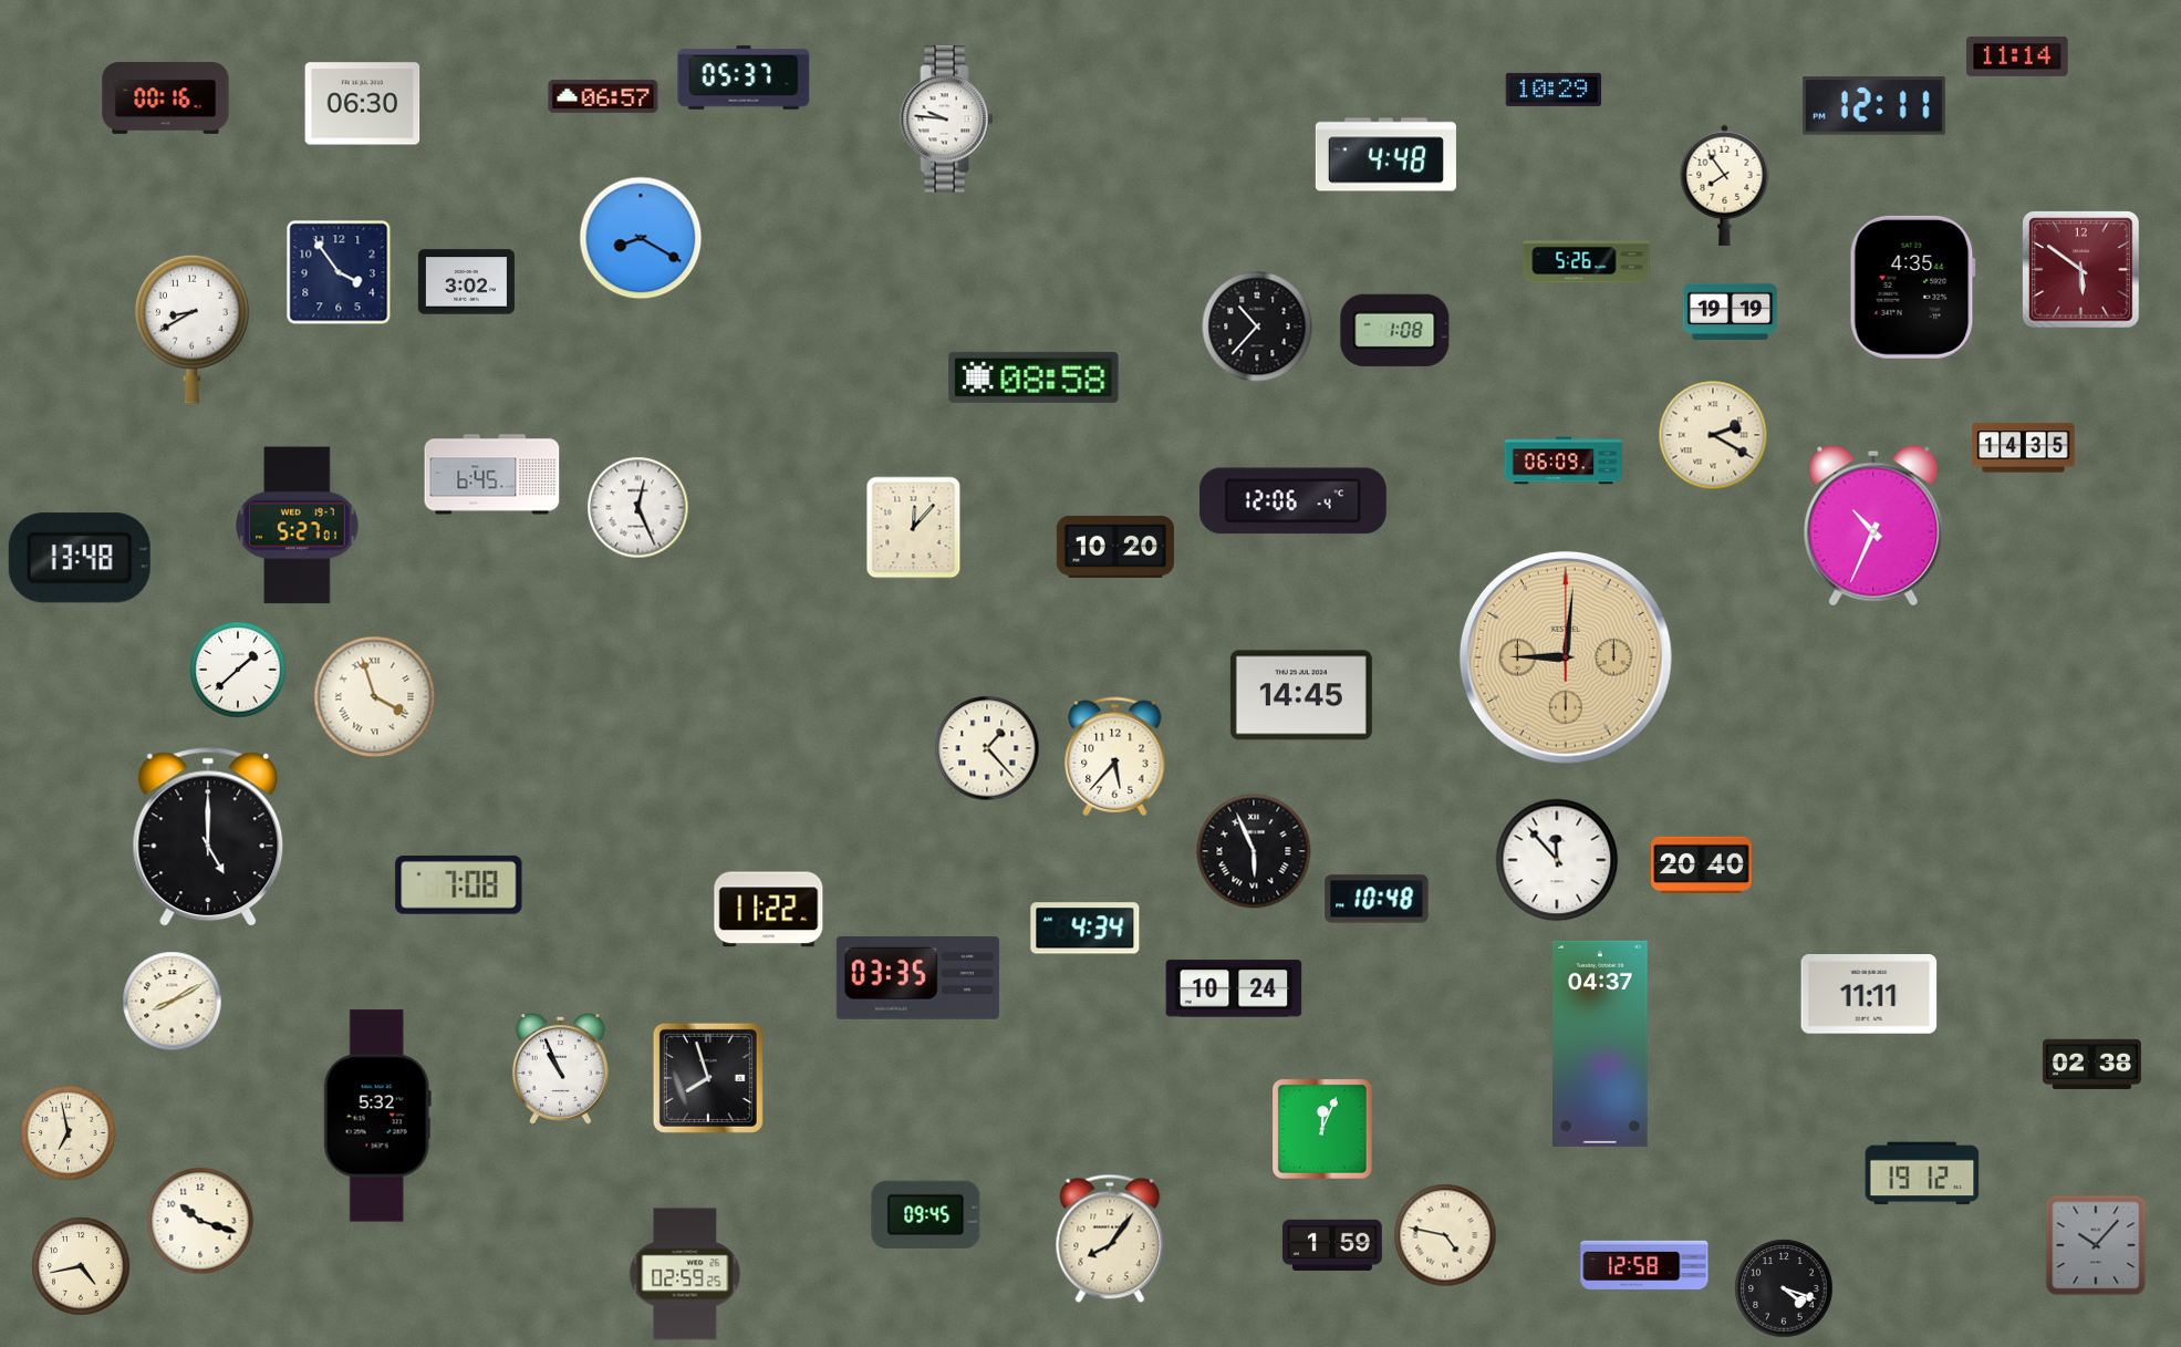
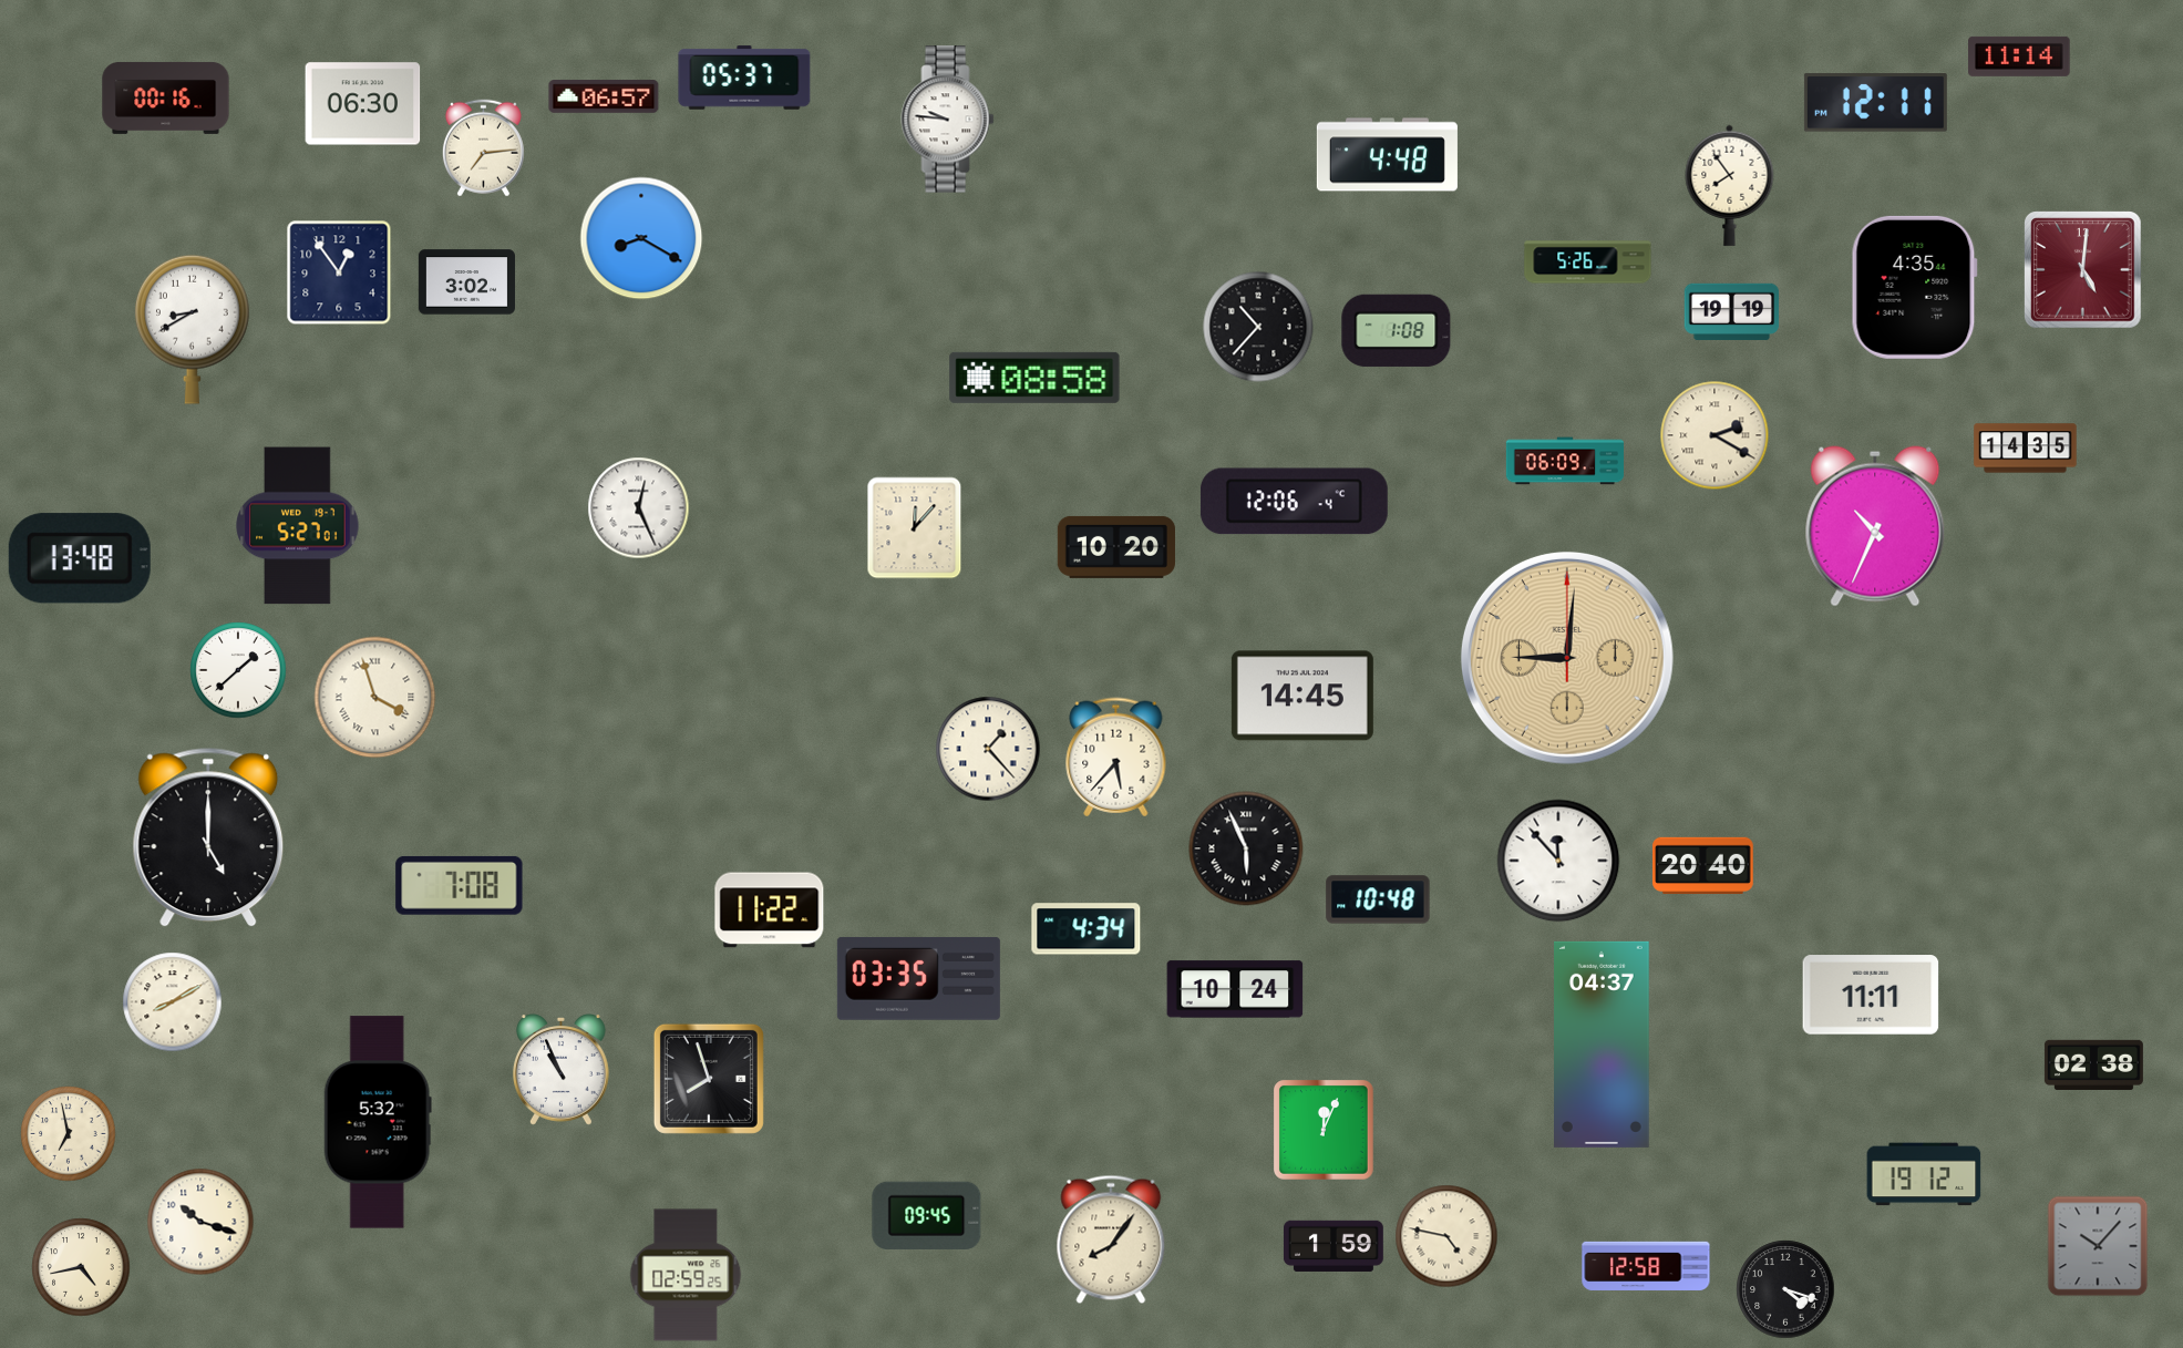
clock at (1552, 90): 10:29 -> none
clock at (1873, 106) position: (1873, 106) -> (1875, 103)
clock at (483, 148): none -> 7:14
clock at (1725, 185) position: (1725, 185) -> (1730, 185)
clock at (2081, 270): 5:51 -> 5:01
clock at (339, 272): 3:54 -> 12:54
clock at (492, 475): 6:45 -> none
clock at (1254, 851) position: (1254, 851) -> (1246, 848)
clock at (377, 1116) position: (377, 1116) -> (378, 1122)
